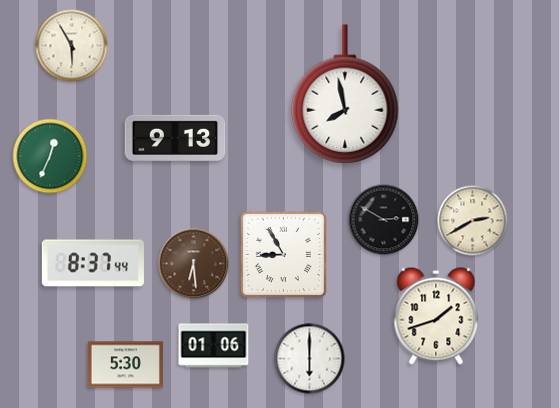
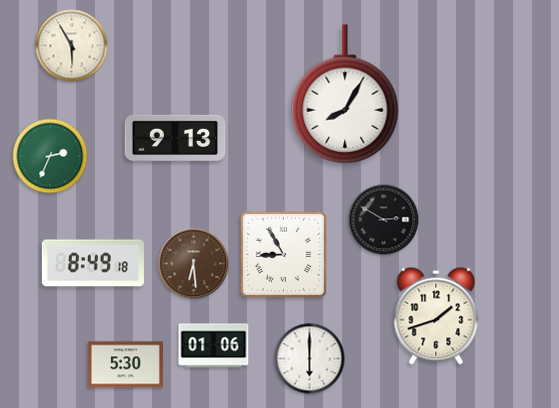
clock at (345, 94): 7:58 -> 8:05
clock at (50, 156): 12:34 -> 2:34
clock at (473, 221): 2:40 -> none
clock at (93, 263): 8:37 -> 8:49
